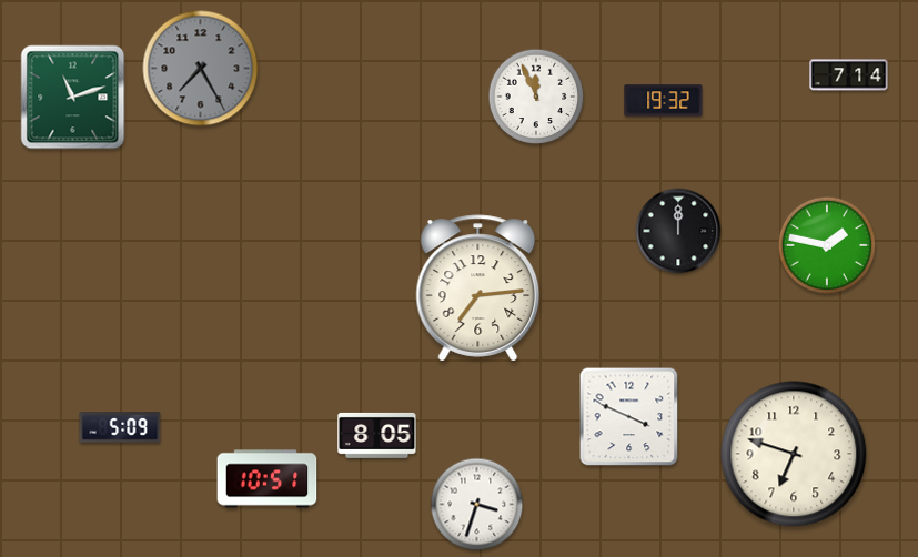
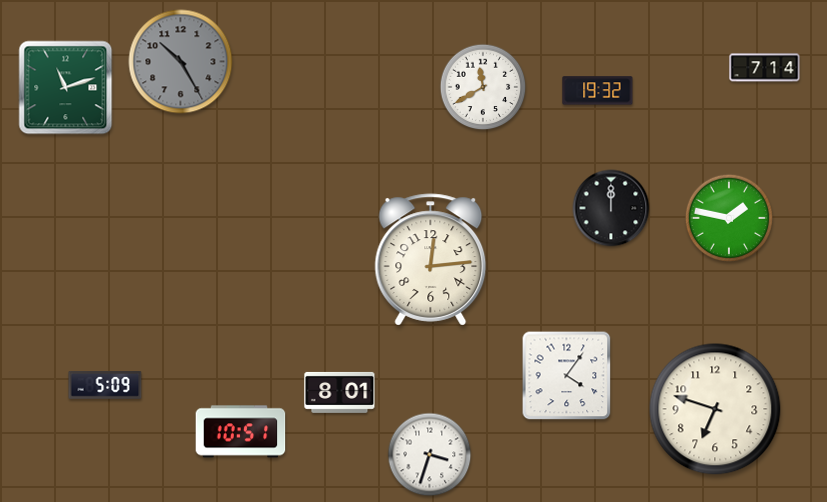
clock at (201, 69): 7:25 -> 10:25
clock at (536, 97): 11:56 -> 11:40
clock at (827, 245) position: (827, 245) -> (729, 218)
clock at (478, 288): 7:14 -> 12:14
clock at (629, 417): 3:49 -> 4:06
clock at (120, 428) position: (120, 428) -> (105, 386)
clock at (377, 435): 8:05 -> 8:01
